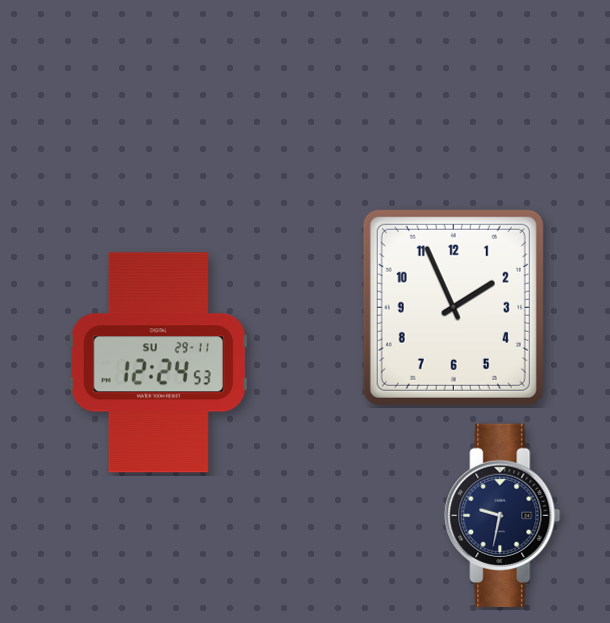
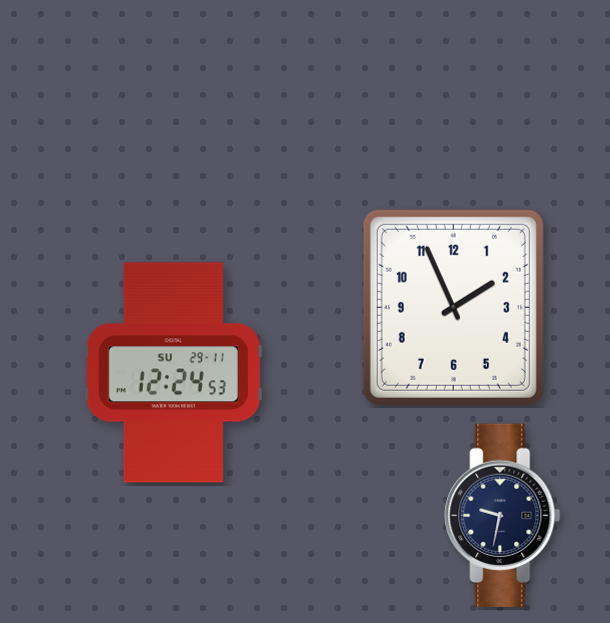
clock at (158, 363) position: (158, 363) -> (173, 373)
